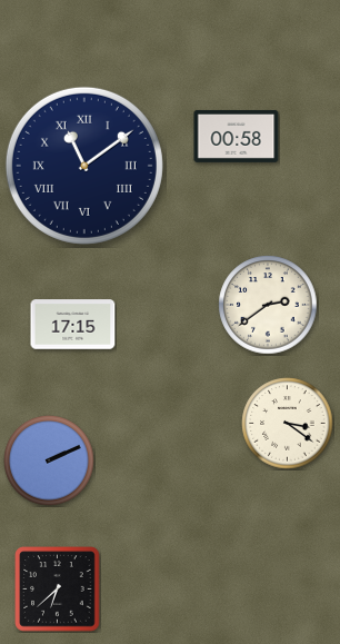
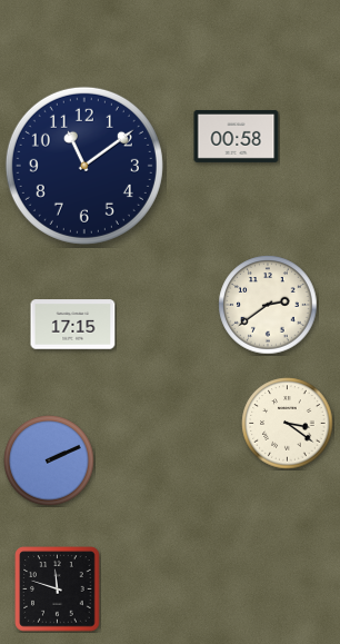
clock at (84, 166) numerals: Roman -> Arabic
clock at (58, 589): 6:38 -> 11:48
